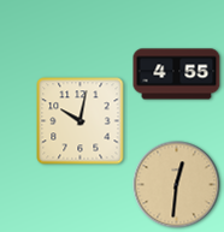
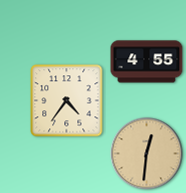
clock at (81, 121): 10:02 -> 4:36
